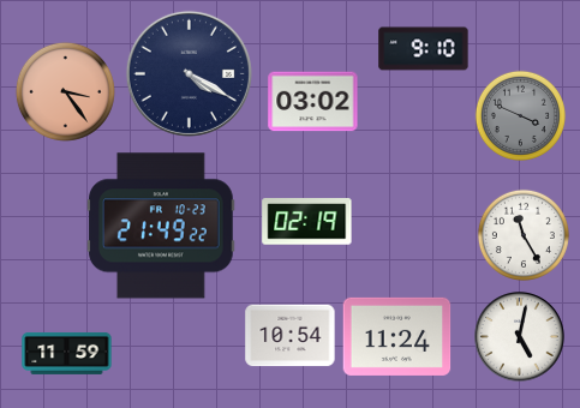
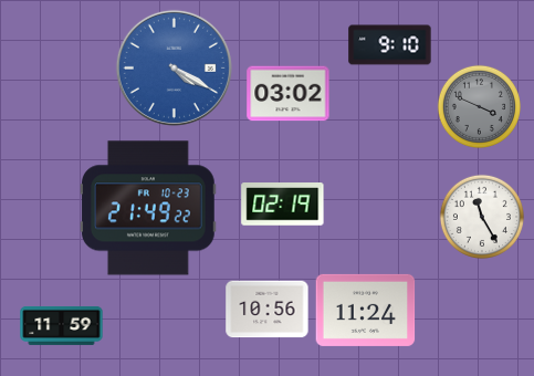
clock at (189, 73) dial: navy -> blue
clock at (65, 91): 3:24 -> none
clock at (291, 336): 10:54 -> 10:56
clock at (520, 337): 5:02 -> none
